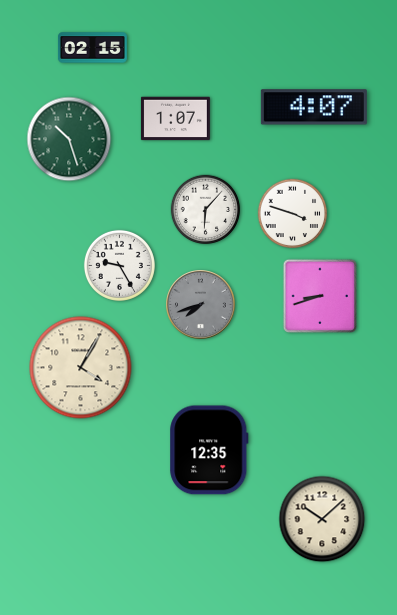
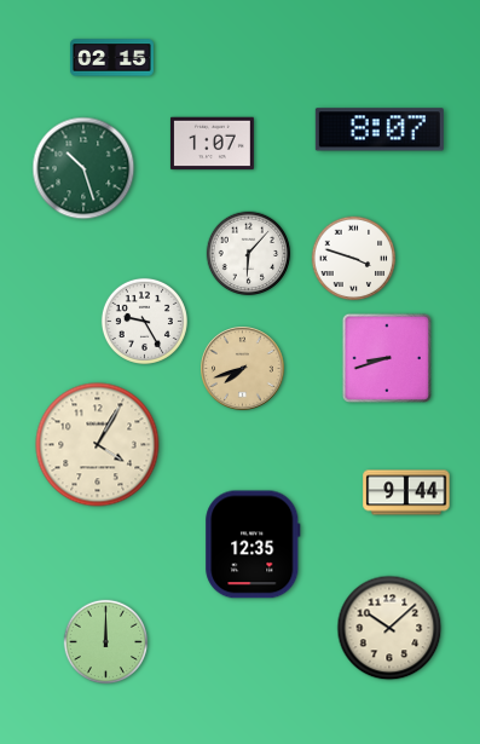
clock at (314, 107): 4:07 -> 8:07
clock at (201, 305) dial: grey -> champagne
clock at (406, 492): none -> 9:44
clock at (106, 642): none -> 12:00
